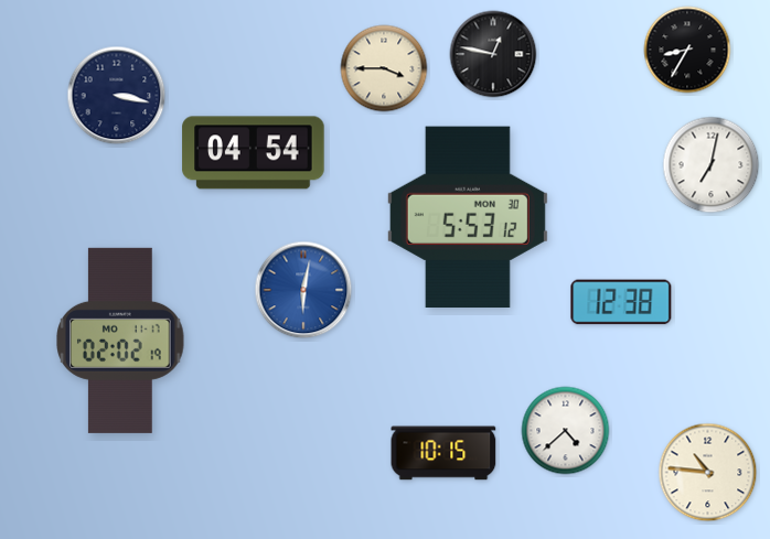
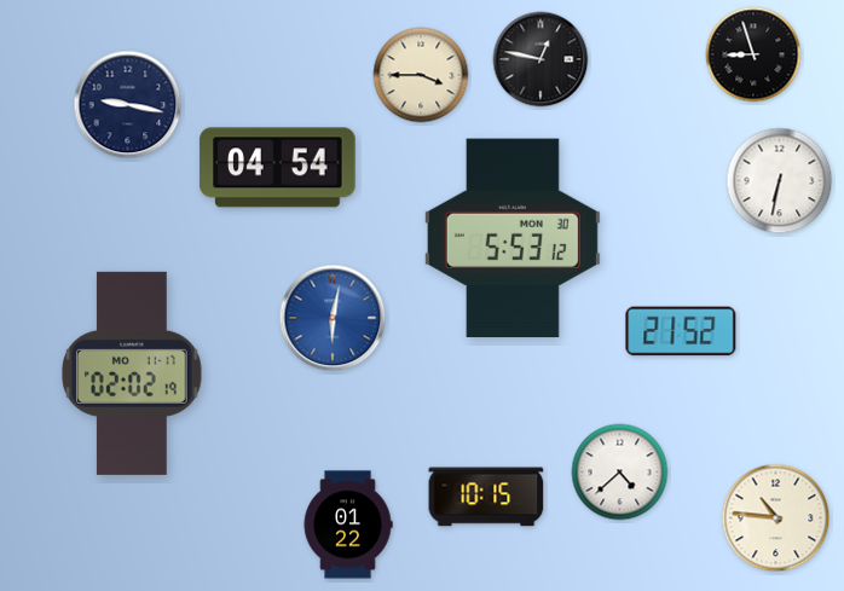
clock at (687, 50): 8:35 -> 8:57
clock at (117, 96): 3:17 -> 9:17
clock at (712, 165): 7:02 -> 6:32
clock at (621, 302): 12:38 -> 21:52
clock at (348, 525): none -> 01:22
